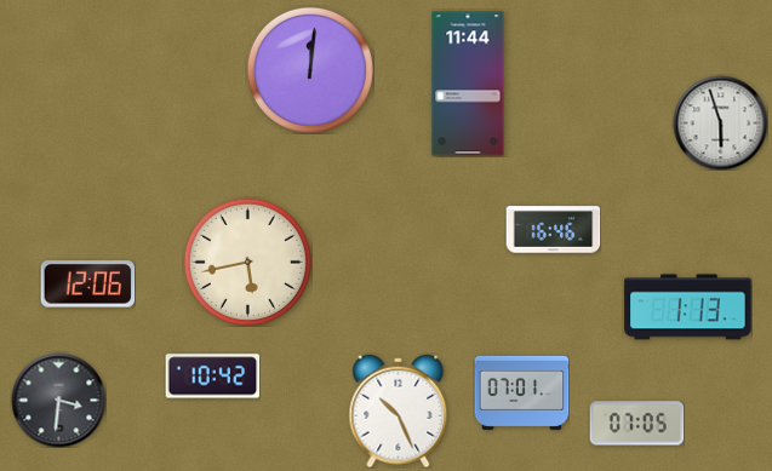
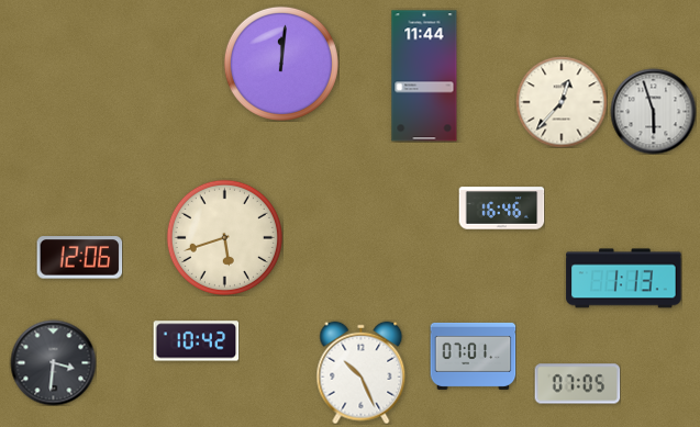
clock at (562, 102): none -> 12:37
clock at (247, 262): 5:43 -> 5:42
clock at (212, 377) position: (212, 377) -> (196, 341)
